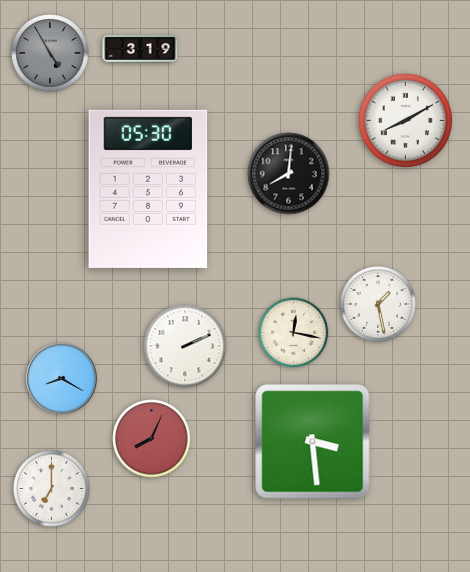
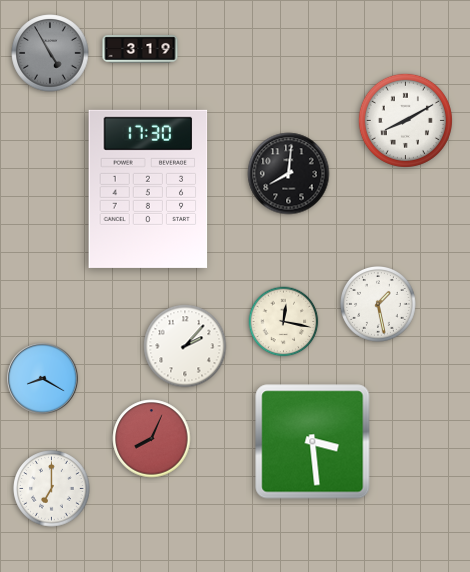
clock at (148, 189): 05:30 -> 17:30
clock at (294, 333) position: (294, 333) -> (284, 322)
clock at (185, 346): 2:11 -> 2:07
clock at (62, 379) position: (62, 379) -> (43, 379)
